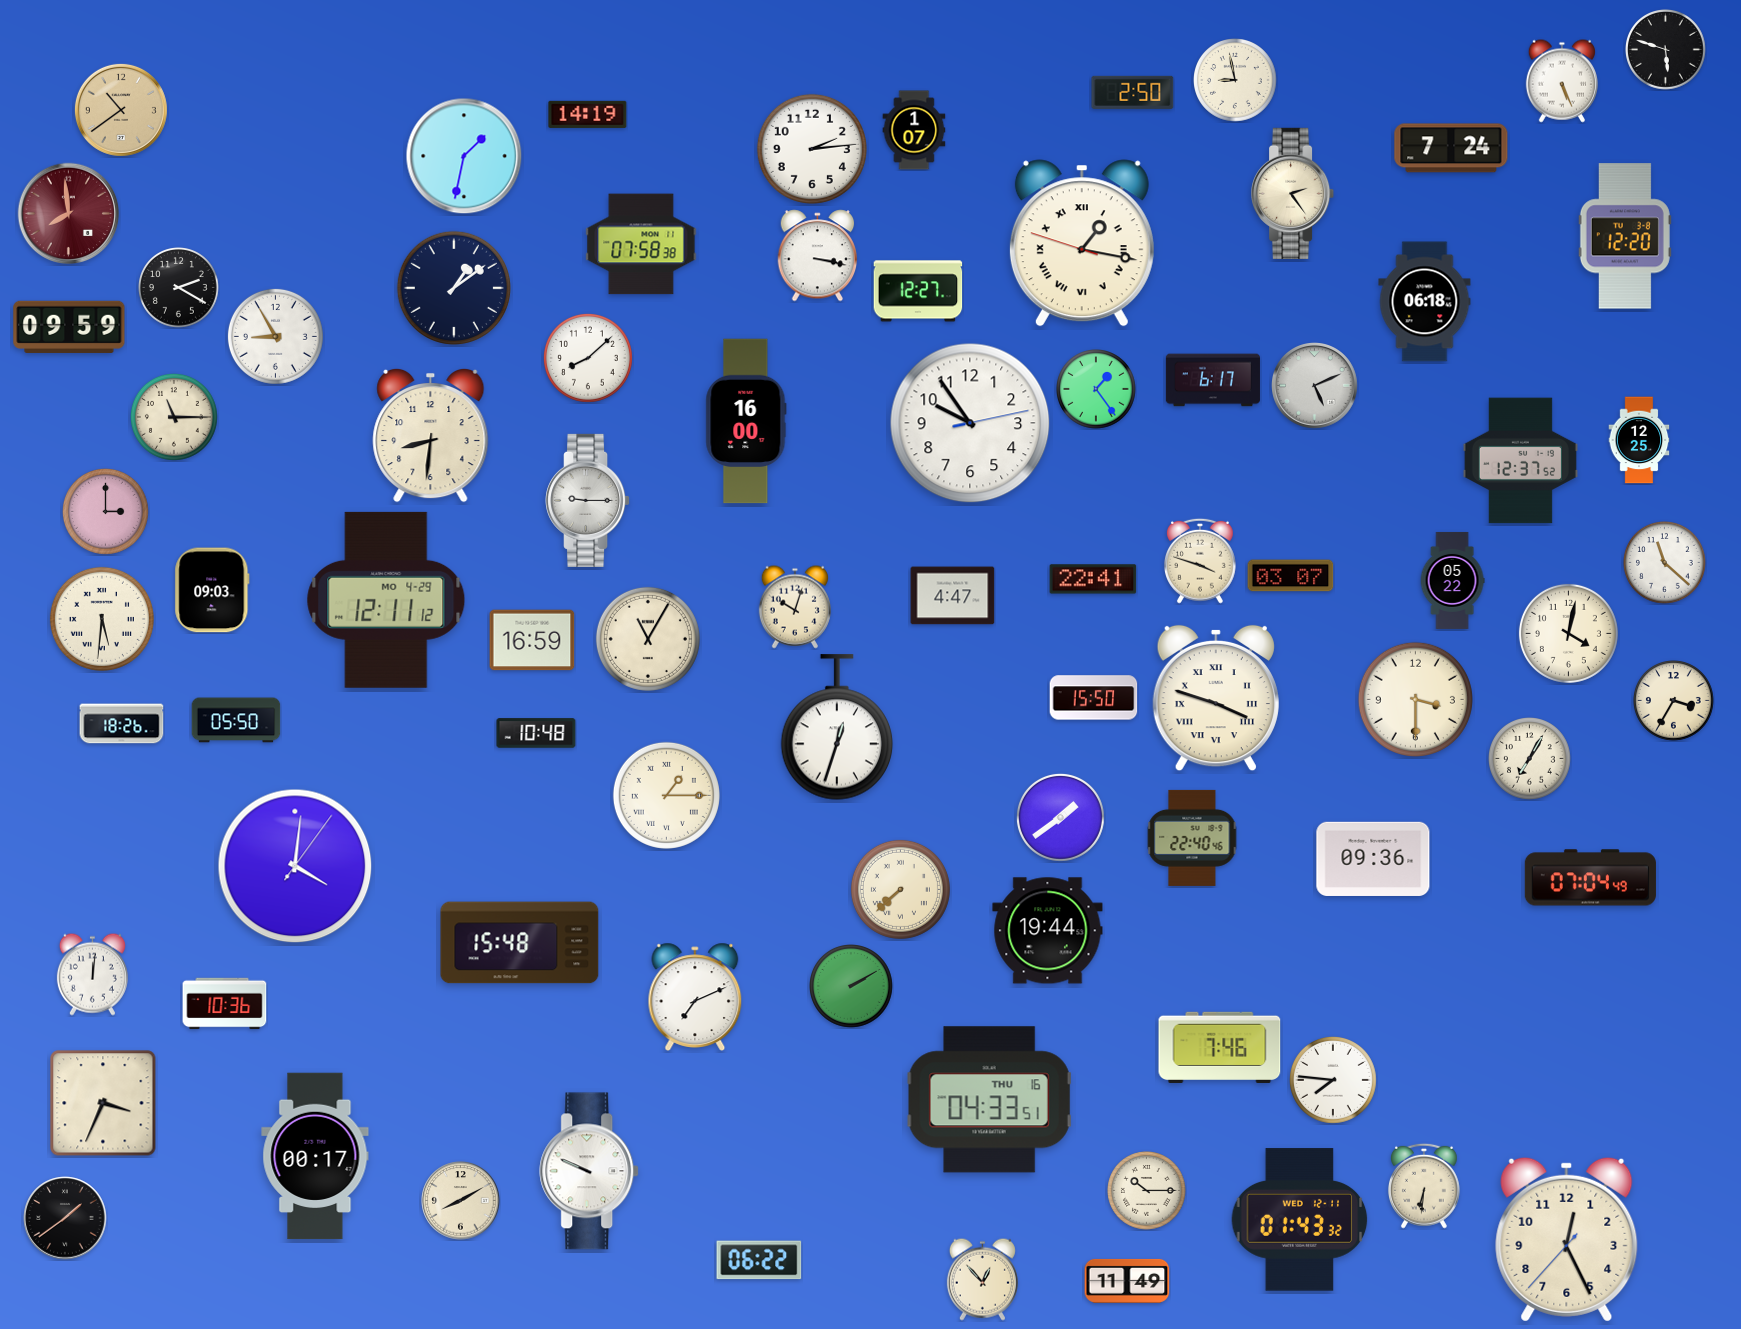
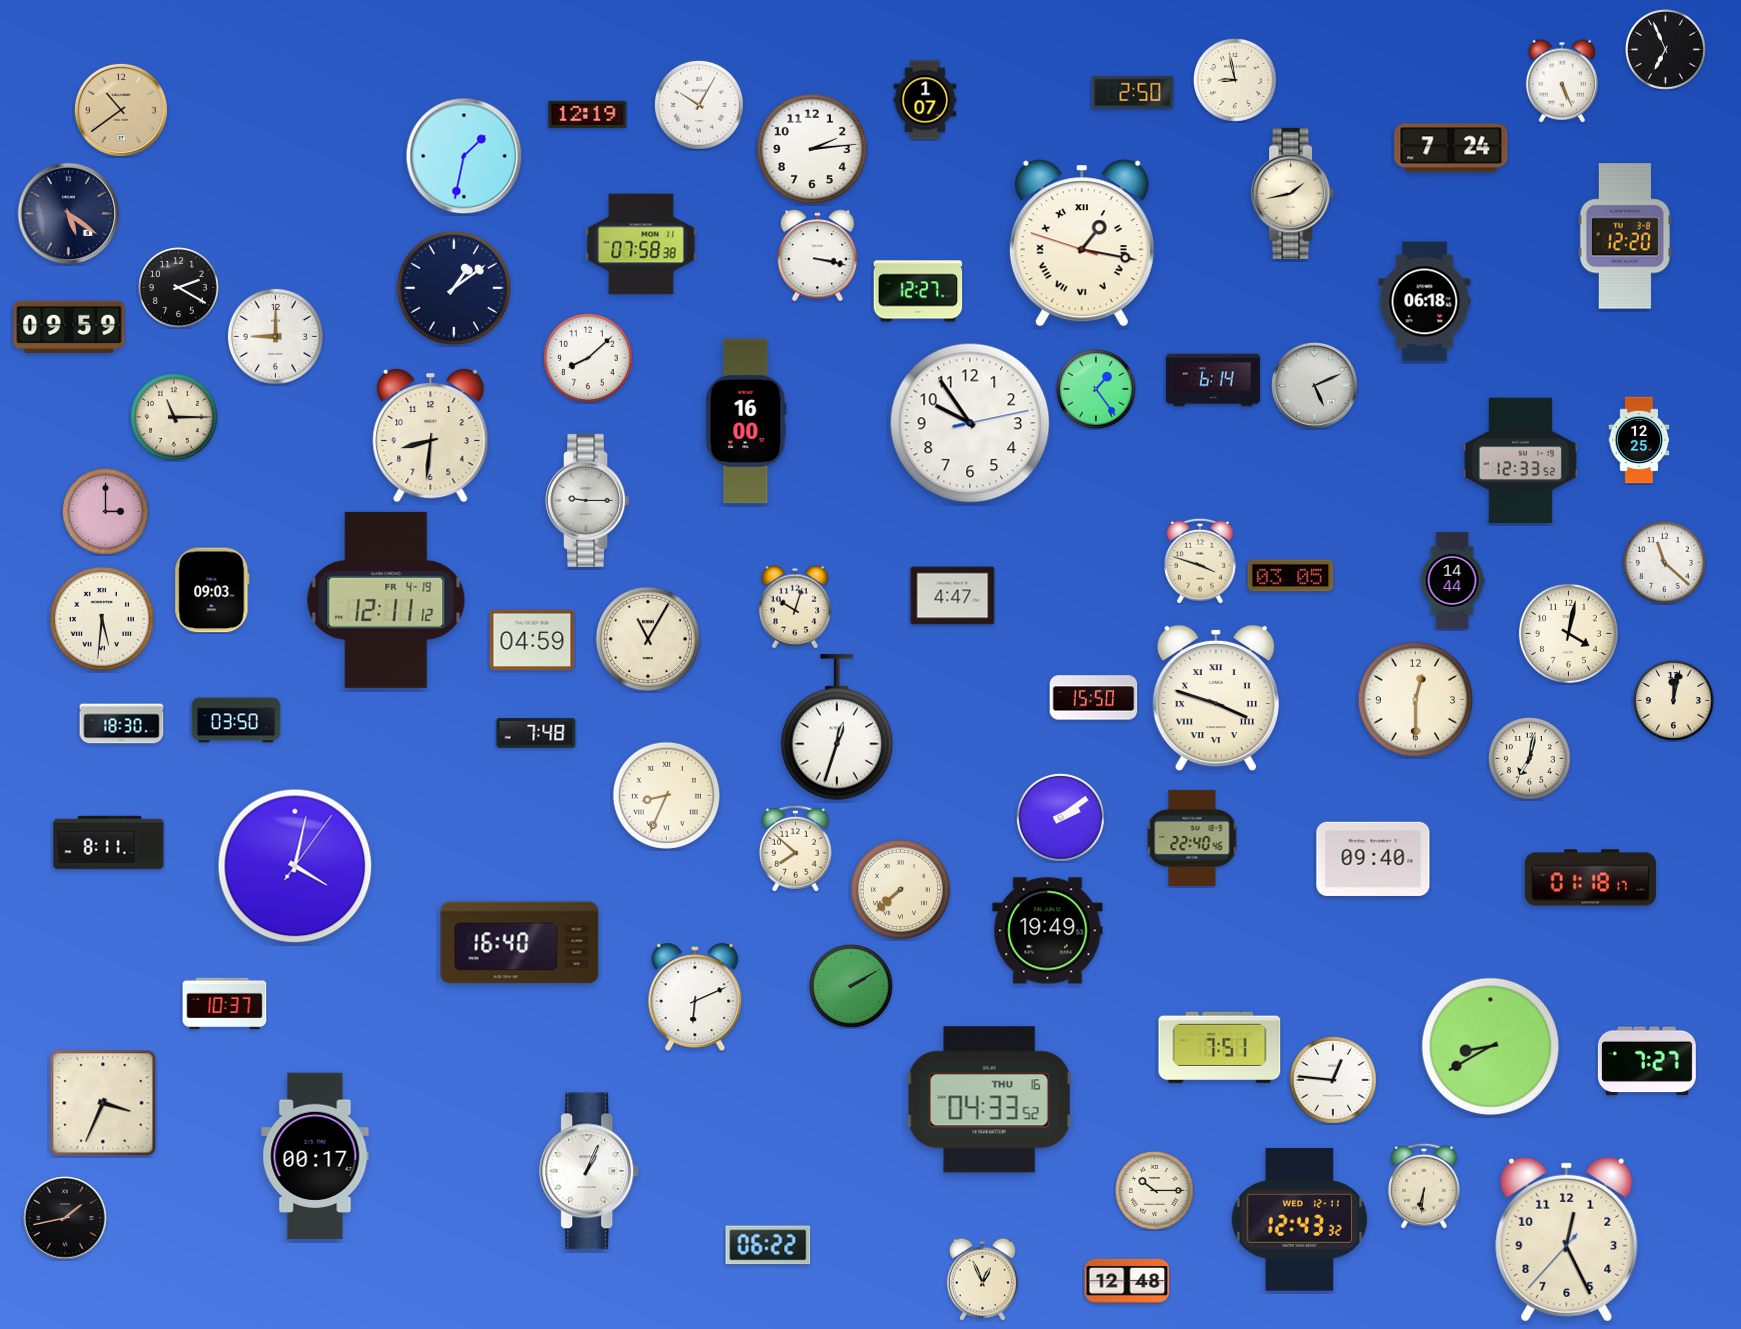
clock at (1666, 50): 5:48 -> 6:56
clock at (699, 105): none -> 10:05
clock at (588, 114): 14:19 -> 12:19
clock at (914, 130) position: (914, 130) -> (925, 100)
clock at (1293, 193): 2:24 -> 1:43
clock at (69, 214): 7:59 -> 5:21
clock at (69, 214) dial: burgundy -> navy
clock at (275, 336): 8:55 -> 9:00
clock at (1213, 380): 6:17 -> 6:14
clock at (1520, 461): 12:37 -> 12:33
clock at (1291, 576): 03:07 -> 03:05
clock at (1093, 579): 22:41 -> none
clock at (1452, 580): 05:22 -> 14:44
clock at (386, 600) date: MO 4-29 -> FR 4-19
clock at (532, 640): 16:59 -> 04:59
clock at (1415, 699): 3:30 -> 12:30
clock at (1674, 701): 3:35 -> 12:02
clock at (236, 720): 05:50 -> 03:50
clock at (122, 724): 18:26 -> 18:30
clock at (536, 733): 10:48 -> 7:48
clock at (1530, 759): 7:05 -> 7:02
clock at (666, 795): 1:15 -> 8:34
clock at (1060, 817): 1:39 -> 2:09
clock at (109, 842): none -> 8:11
clock at (795, 848): none -> 7:52
clock at (1373, 859): 09:36 -> 09:40
clock at (295, 866): 4:01 -> 4:02
clock at (1590, 878): 07:04 -> 01:18
clock at (1048, 931): 19:44 -> 19:49
clock at (520, 943): 15:48 -> 16:40
clock at (92, 974): 12:01 -> none
clock at (695, 997): 7:11 -> 6:11
clock at (225, 1004): 10:36 -> 10:37
clock at (1220, 1047): 7:46 -> 7:51
clock at (1491, 1047): none -> 8:40
clock at (1647, 1061): none -> 7:27
clock at (1333, 1080): 7:46 -> 12:46
clock at (990, 1100): 04:33:51 -> 04:33:52
clock at (590, 1171): 9:49 -> 1:04
clock at (1147, 1191) position: (1147, 1191) -> (1155, 1191)
clock at (461, 1201): 8:10 -> none
clock at (65, 1218): 1:39 -> 1:43
clock at (1300, 1220): 01:43 -> 12:43
clock at (759, 1260) position: (759, 1260) -> (768, 1245)
clock at (982, 1279): 12:53 -> 12:56
clock at (1127, 1281): 11:49 -> 12:48
